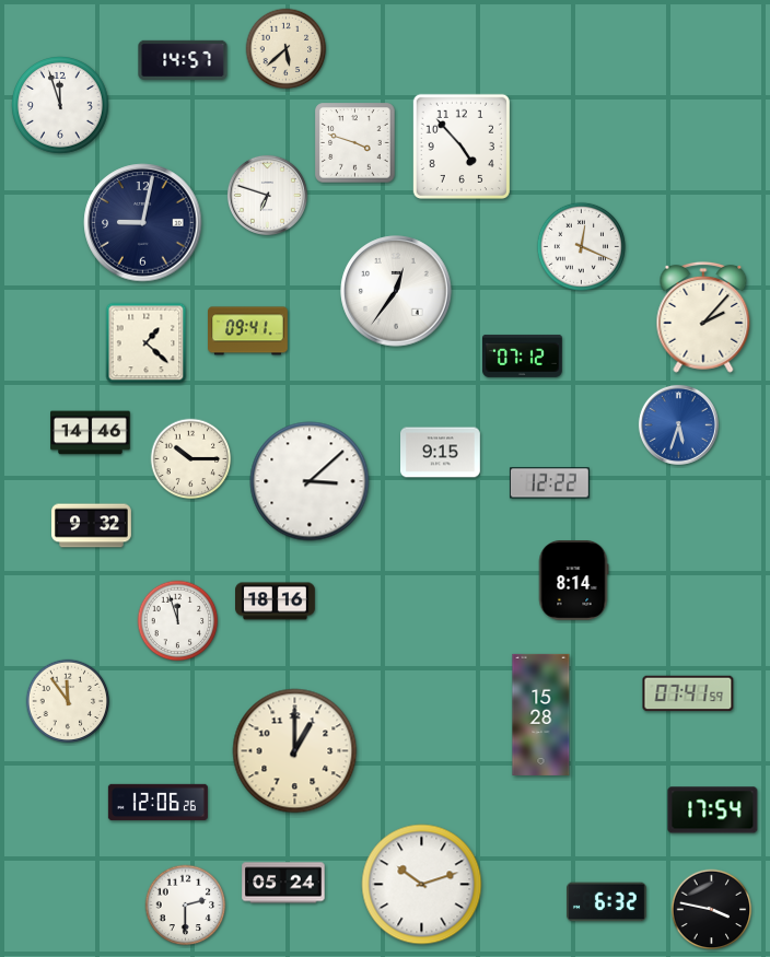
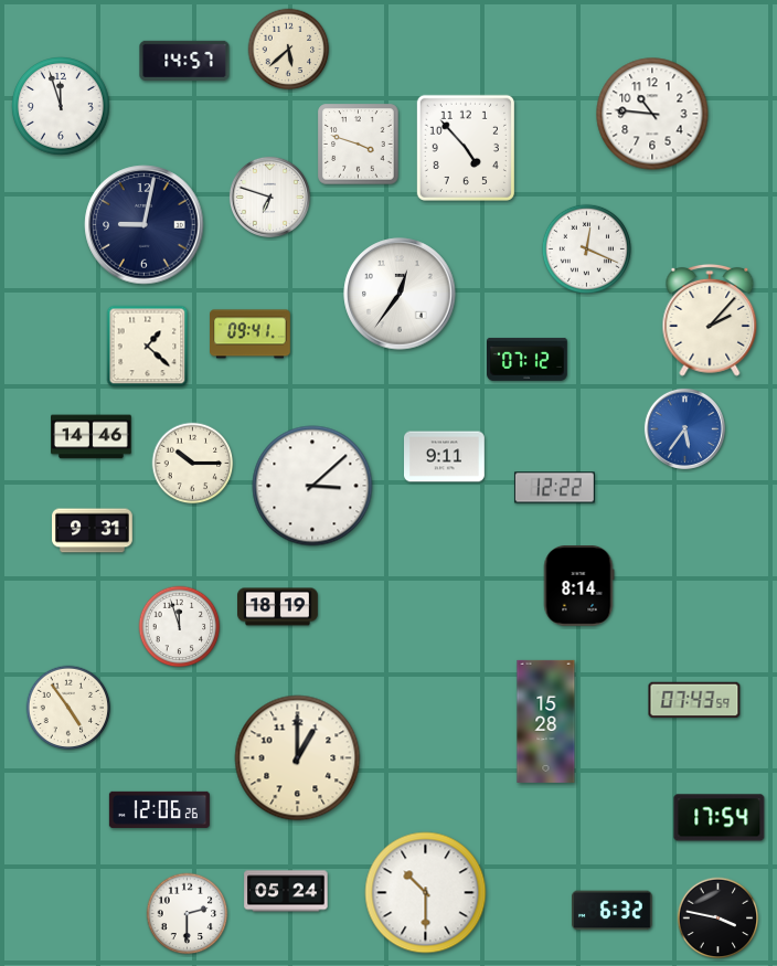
clock at (652, 114): none -> 10:46
clock at (678, 424): 5:33 -> 5:36
clock at (441, 453): 9:15 -> 9:11
clock at (92, 526): 9:32 -> 9:31
clock at (276, 602): 18:16 -> 18:19
clock at (688, 693): 07:41 -> 07:43
clock at (68, 701): 11:54 -> 4:54
clock at (422, 885): 10:12 -> 10:30
